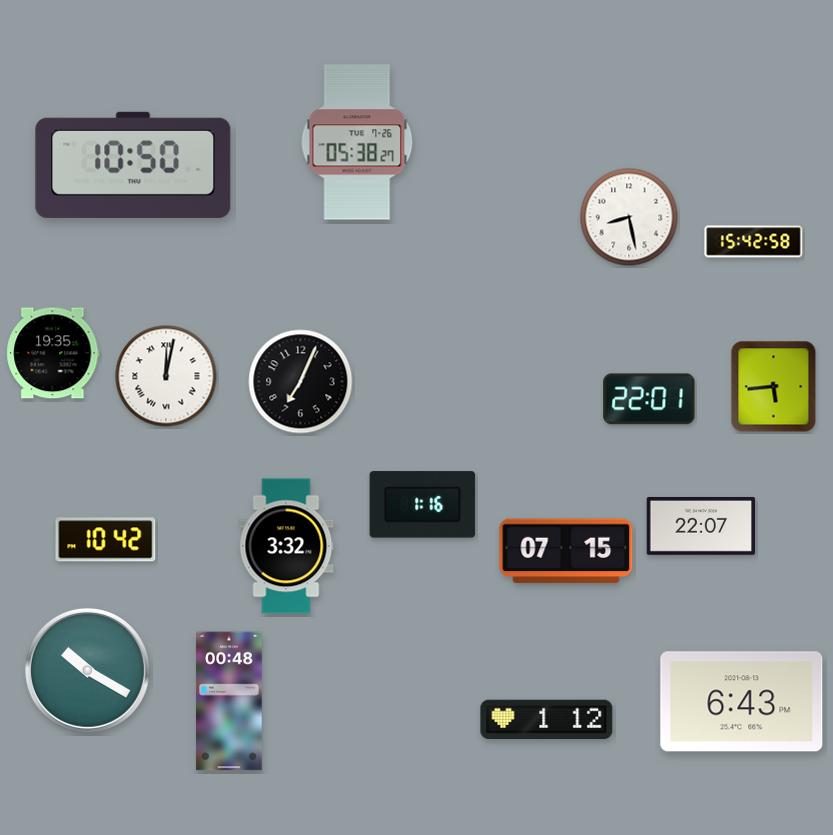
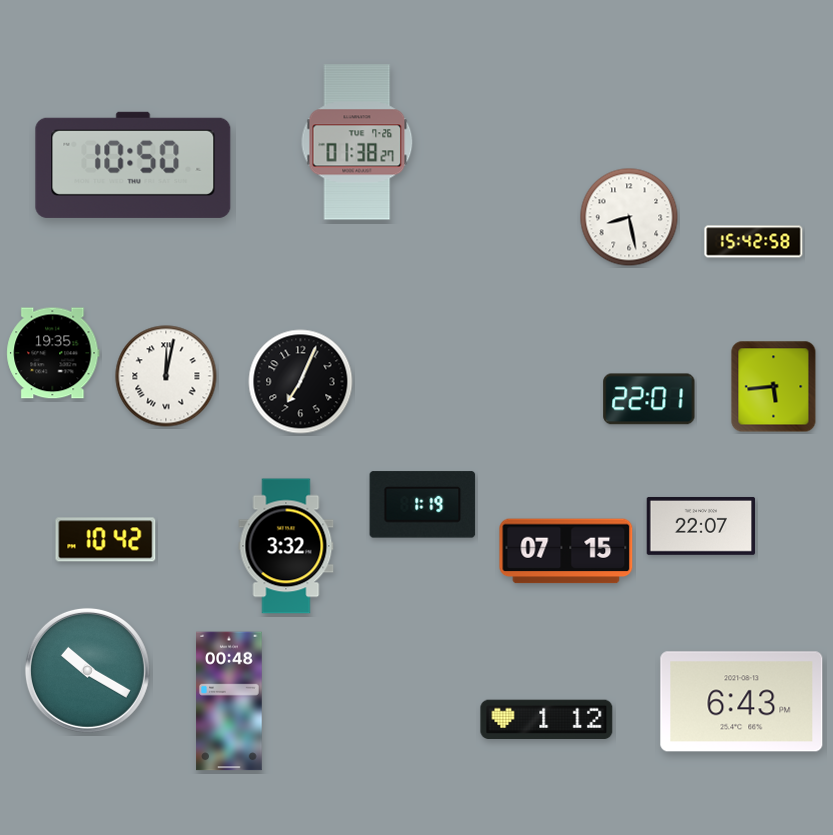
clock at (357, 142): 05:38 -> 01:38
clock at (423, 505): 1:16 -> 1:19
